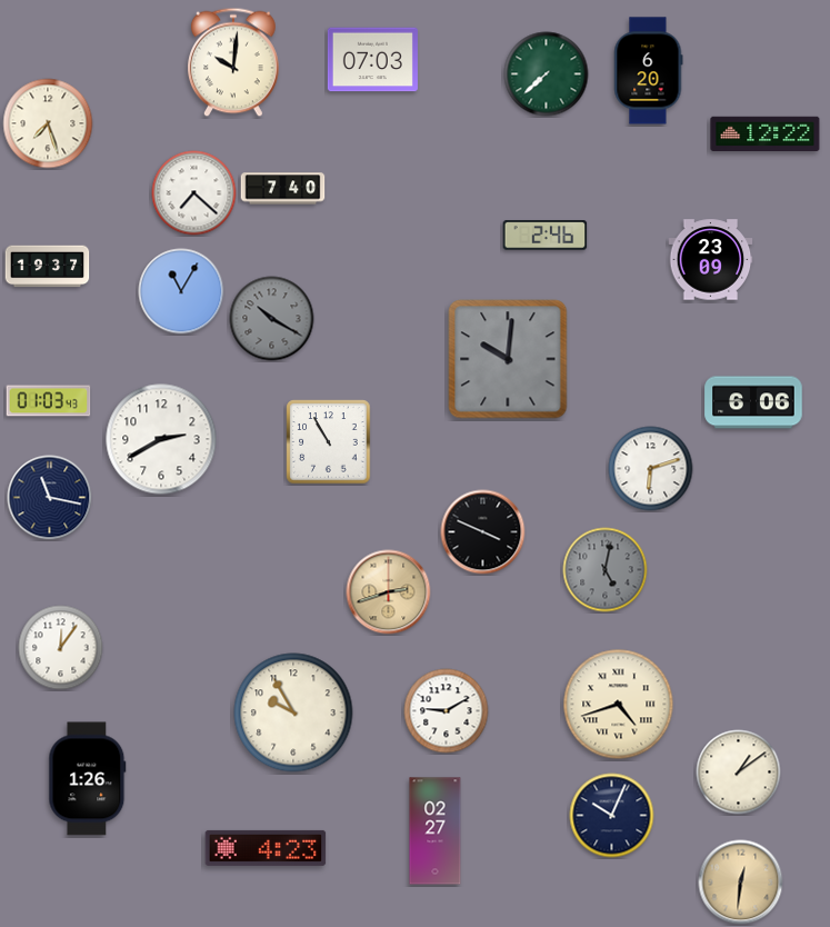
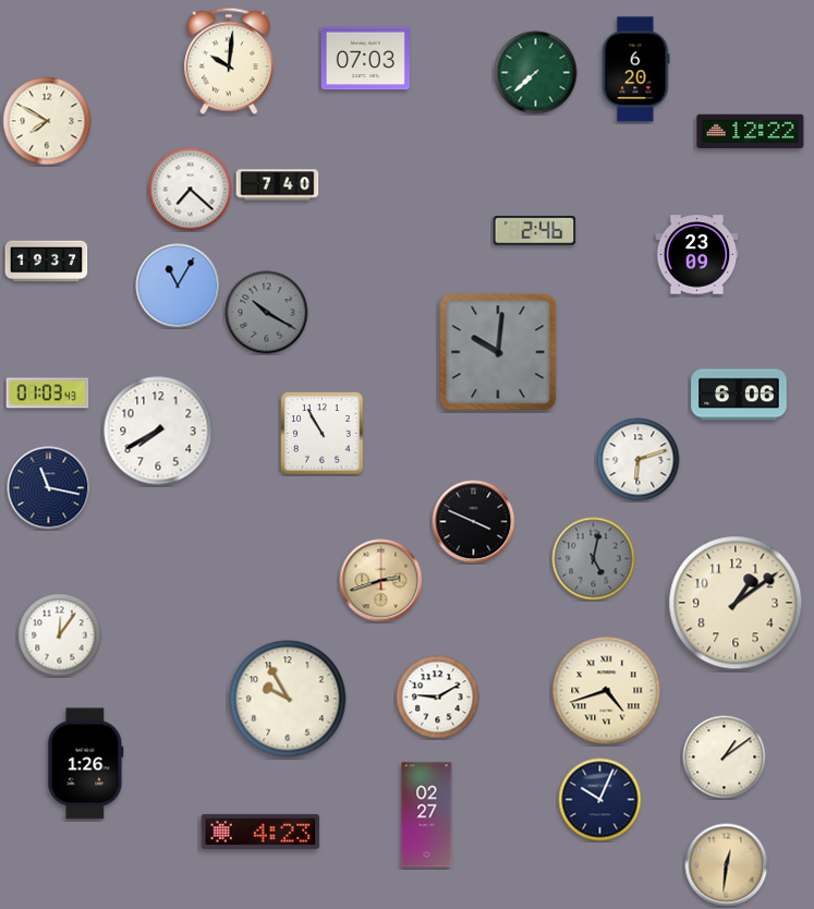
clock at (48, 123): 7:27 -> 7:50
clock at (161, 439): 2:40 -> 7:40
clock at (736, 603): none -> 1:09
